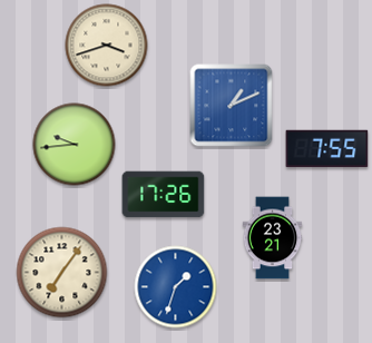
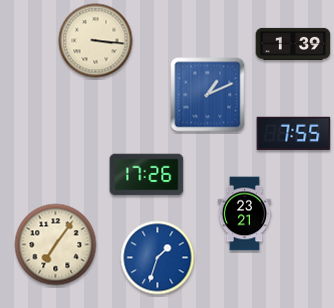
clock at (107, 46): 3:42 -> 3:16
clock at (293, 44): none -> 1:39
clock at (75, 145): 9:44 -> none
